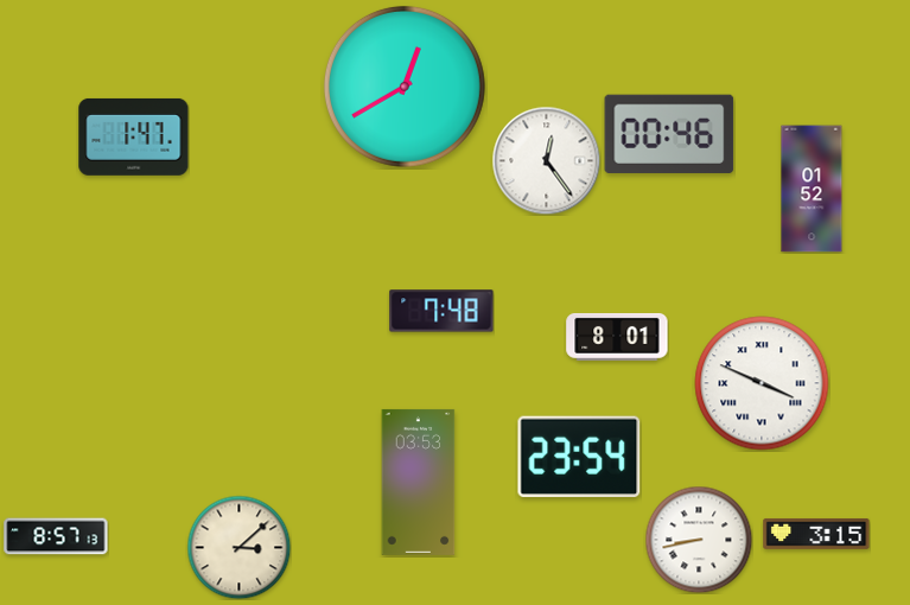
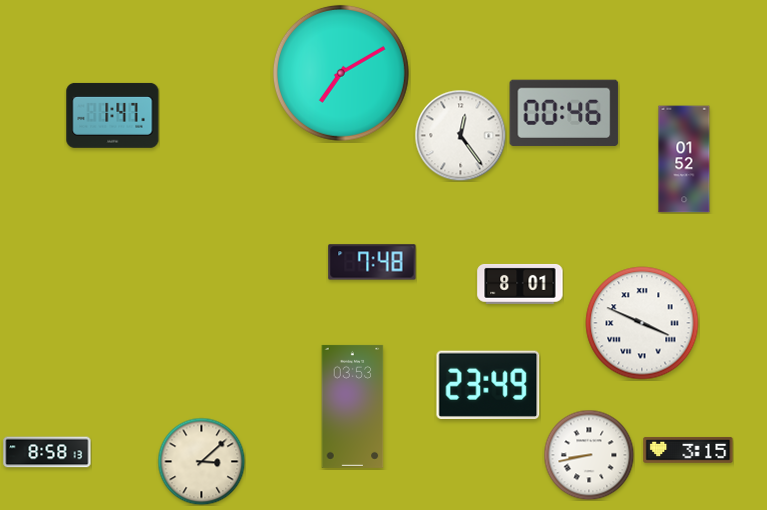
clock at (405, 87): 12:40 -> 7:10
clock at (579, 456): 23:54 -> 23:49
clock at (56, 536): 8:57 -> 8:58
